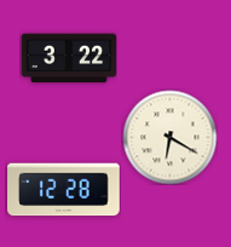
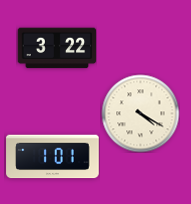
clock at (169, 137): 6:20 -> 4:20
clock at (64, 190): 12:28 -> 1:01
